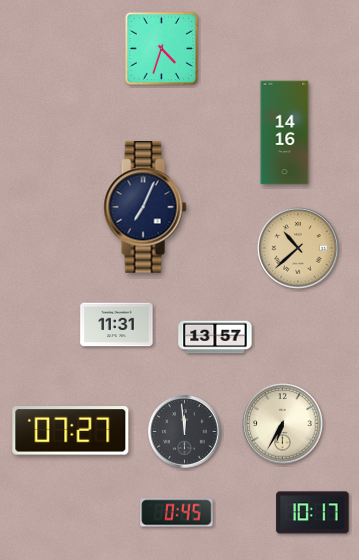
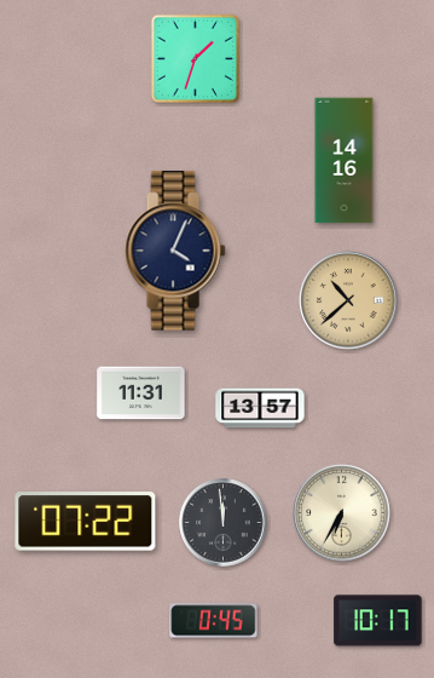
clock at (162, 49): 4:33 -> 1:33
clock at (145, 207): 7:04 -> 4:04
clock at (298, 248) position: (298, 248) -> (348, 300)
clock at (71, 431): 07:27 -> 07:22
